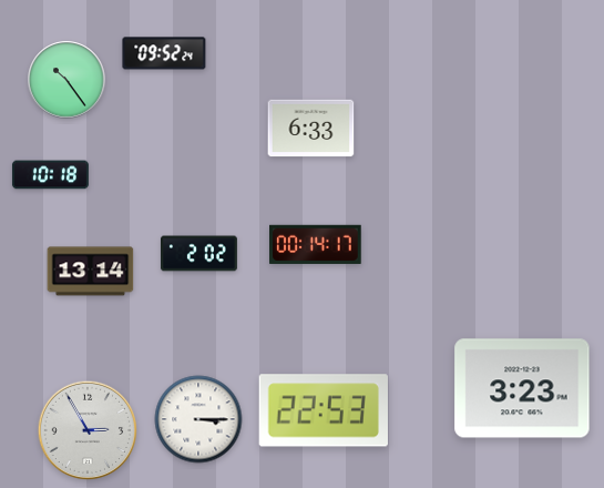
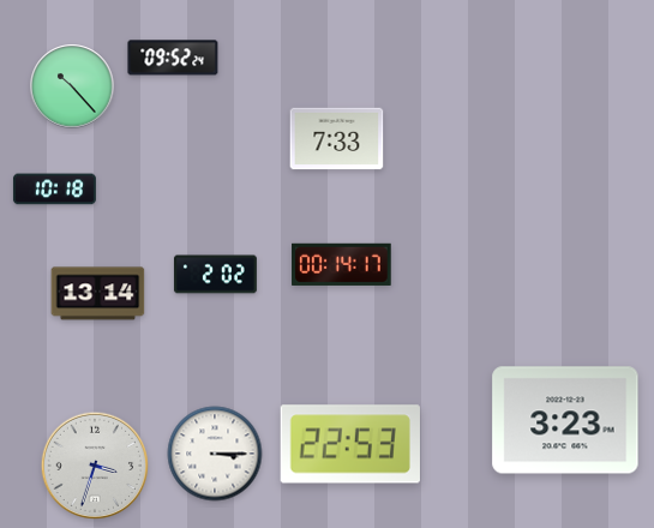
clock at (164, 53) position: (164, 53) -> (173, 58)
clock at (66, 80): 10:24 -> 10:23
clock at (311, 129): 6:33 -> 7:33
clock at (88, 430): 2:55 -> 3:33
